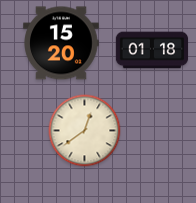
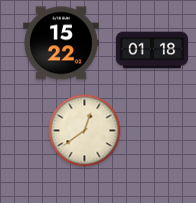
clock at (61, 43): 15:20 -> 15:22
